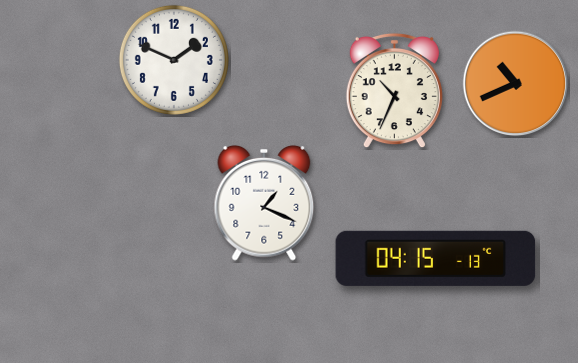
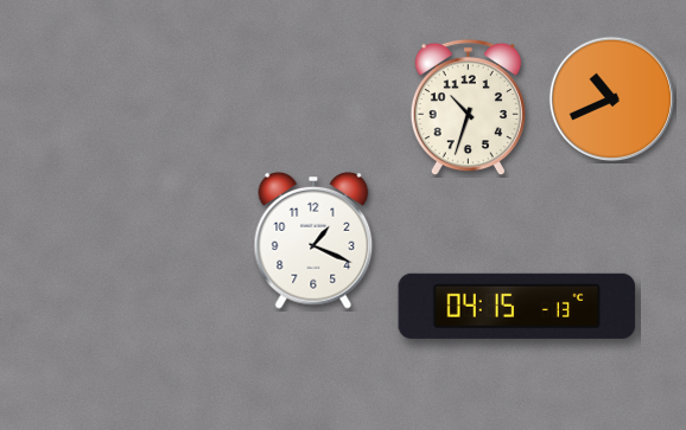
clock at (174, 60): 1:49 -> none
clock at (394, 91): 10:34 -> 10:33
